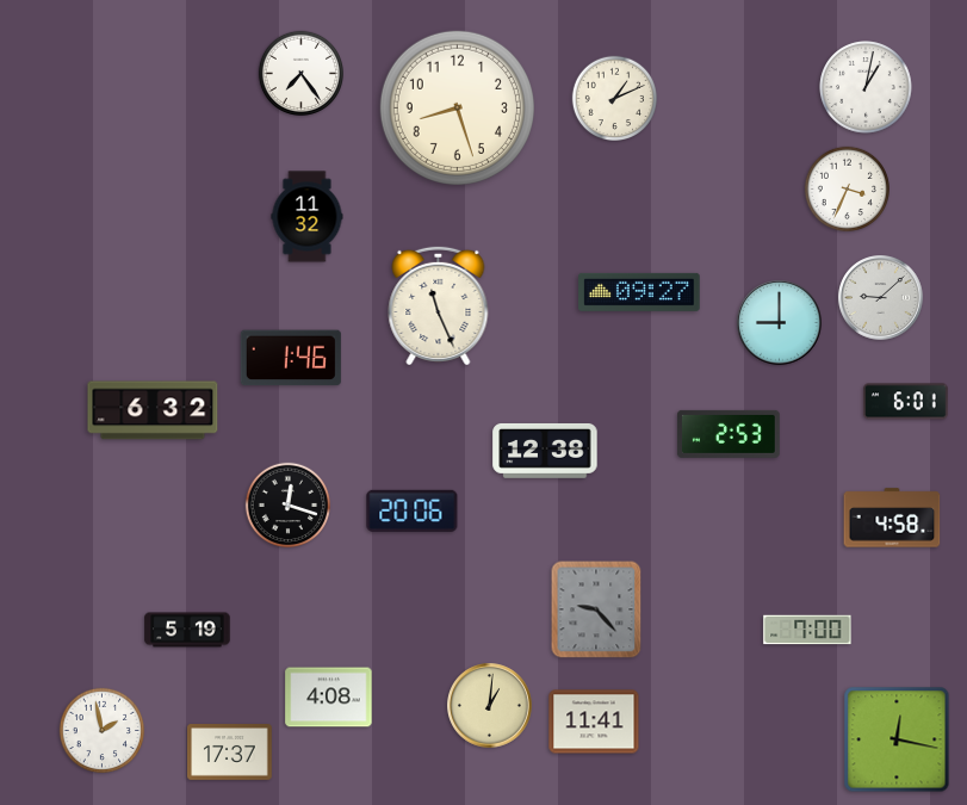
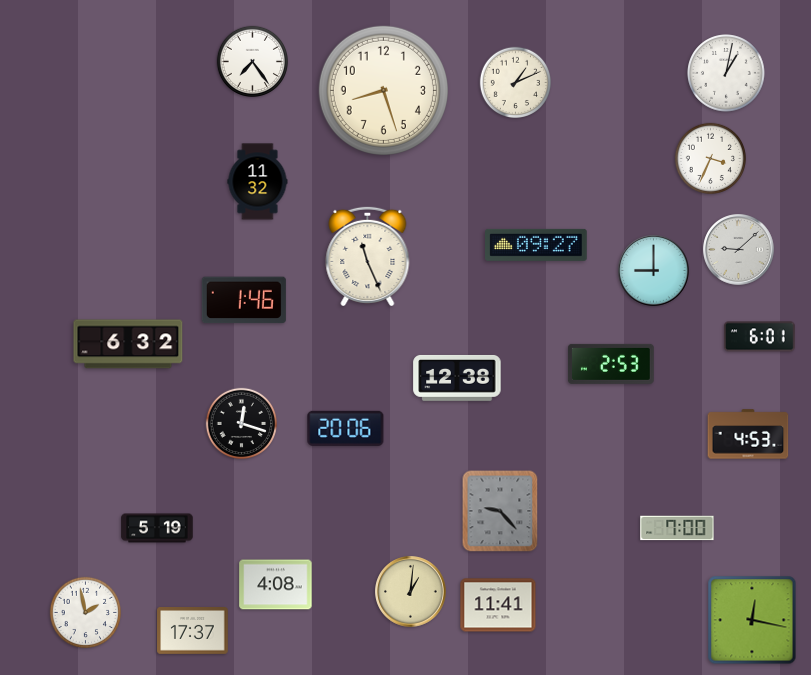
clock at (892, 518): 4:58 -> 4:53
